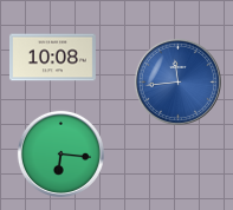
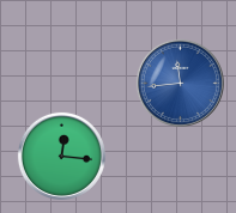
clock at (52, 58): 10:08 -> none
clock at (60, 153): 6:16 -> 12:16
